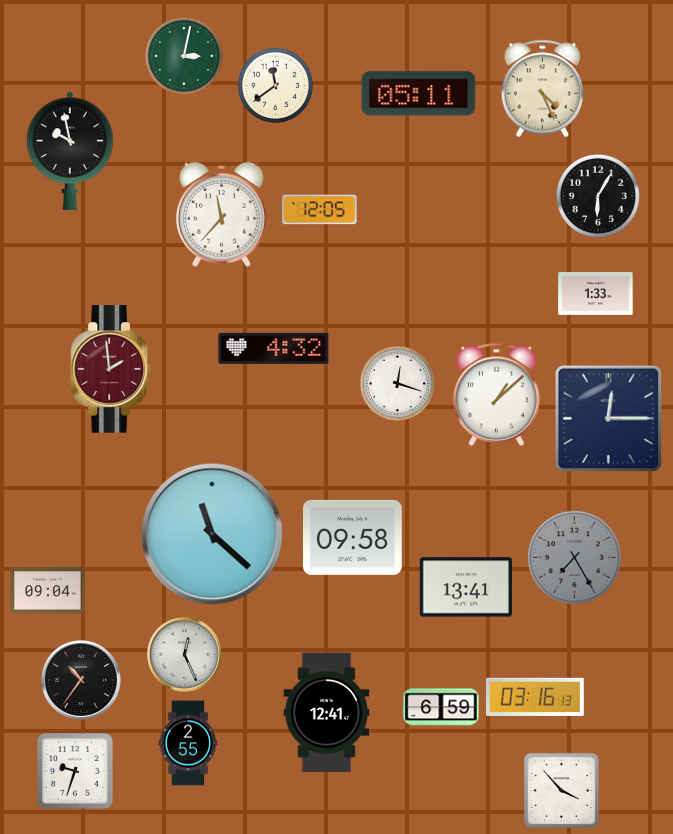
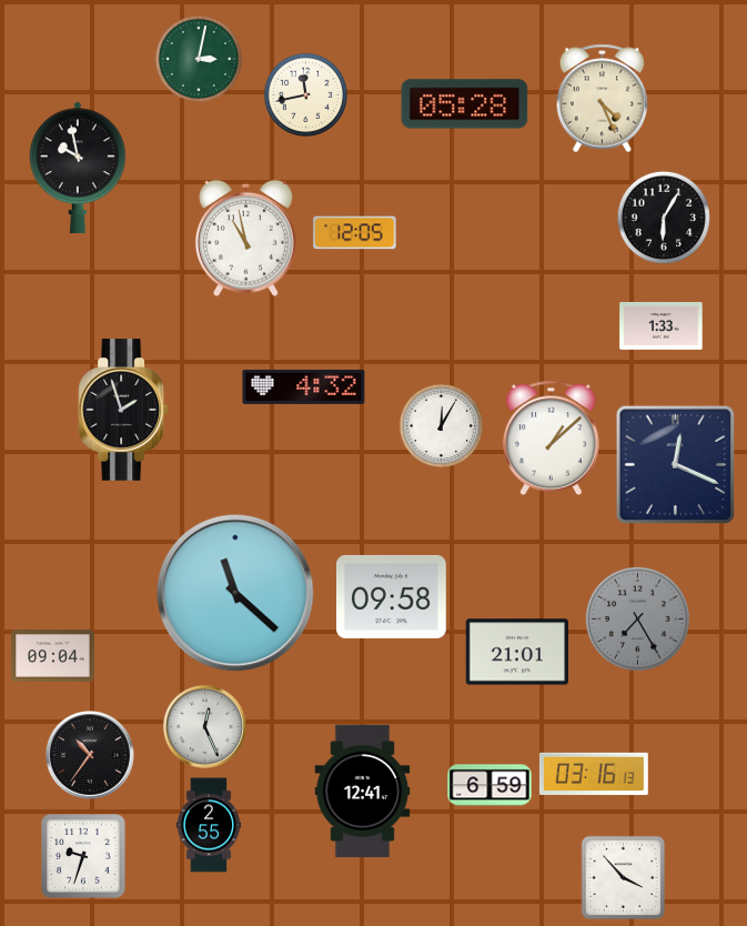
clock at (183, 55) position: (183, 55) -> (198, 58)
clock at (275, 85): 11:39 -> 11:43
clock at (419, 94): 05:11 -> 05:28
clock at (222, 214): 11:37 -> 10:58
clock at (110, 369): 1:59 -> 1:57
clock at (110, 369) dial: burgundy -> black
clock at (397, 383): 12:18 -> 12:05
clock at (608, 418): 12:15 -> 12:19
clock at (465, 587): 13:41 -> 21:01
